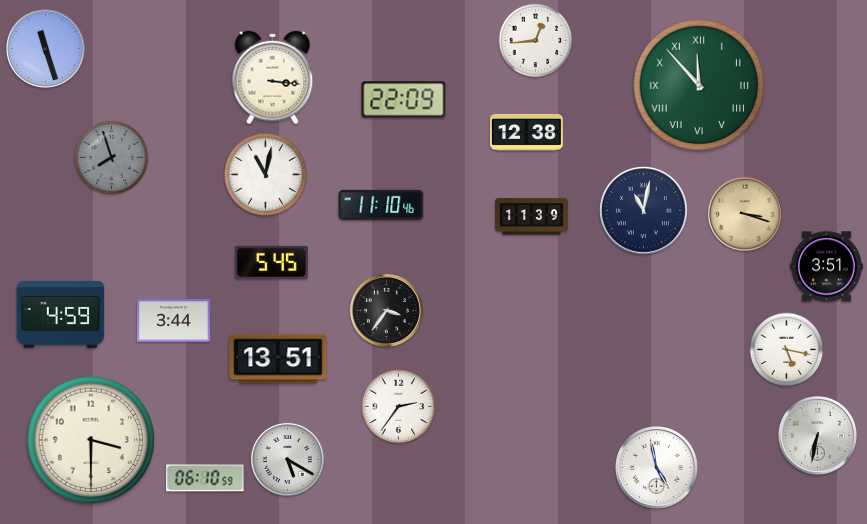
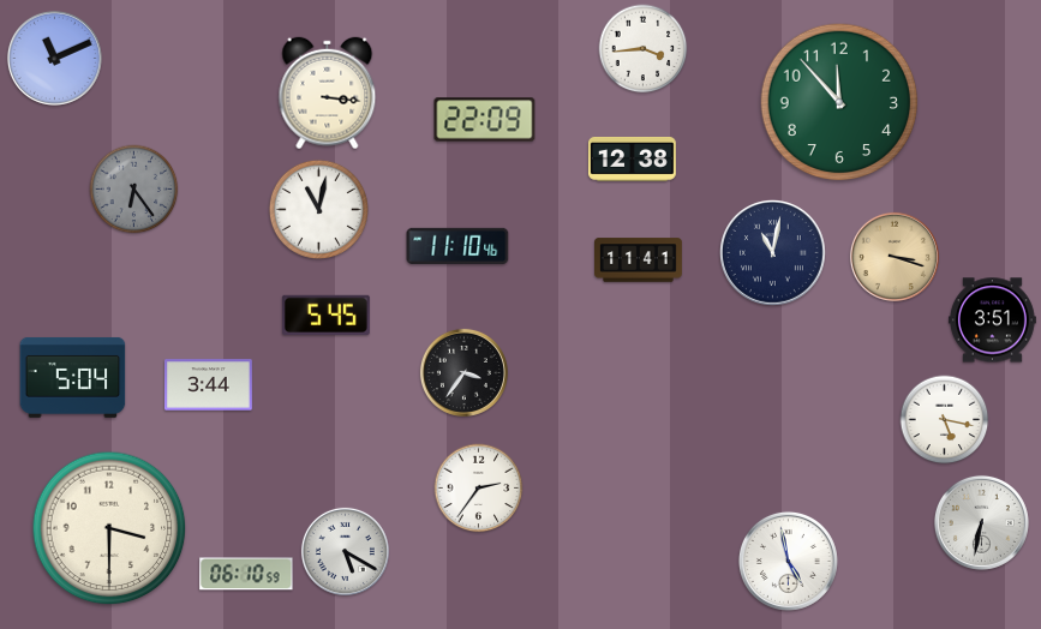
clock at (536, 41): 12:44 -> 3:44
clock at (45, 48): 11:27 -> 11:11
clock at (699, 85) numerals: Roman -> Arabic
clock at (112, 158): 7:57 -> 6:24
clock at (532, 217): 11:39 -> 11:41
clock at (61, 314): 4:59 -> 5:04
clock at (278, 359): 13:51 -> none
